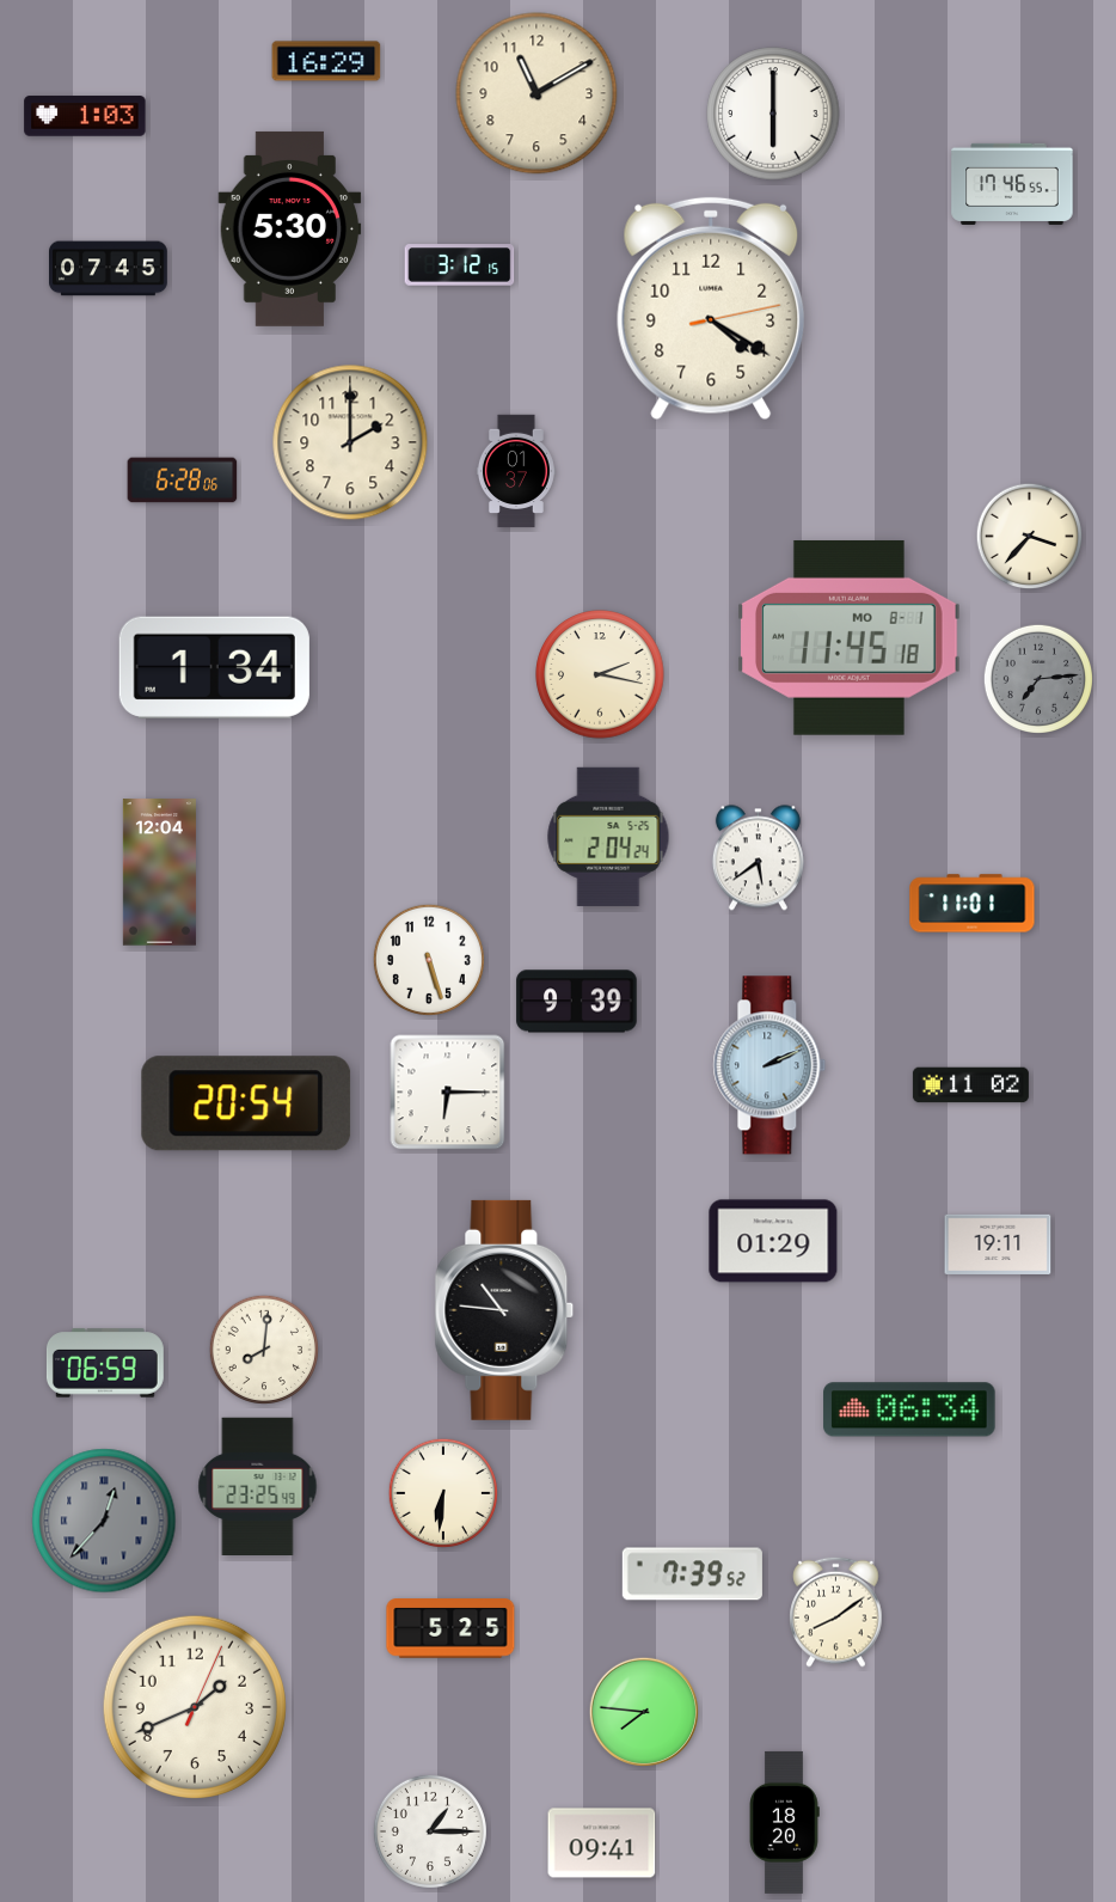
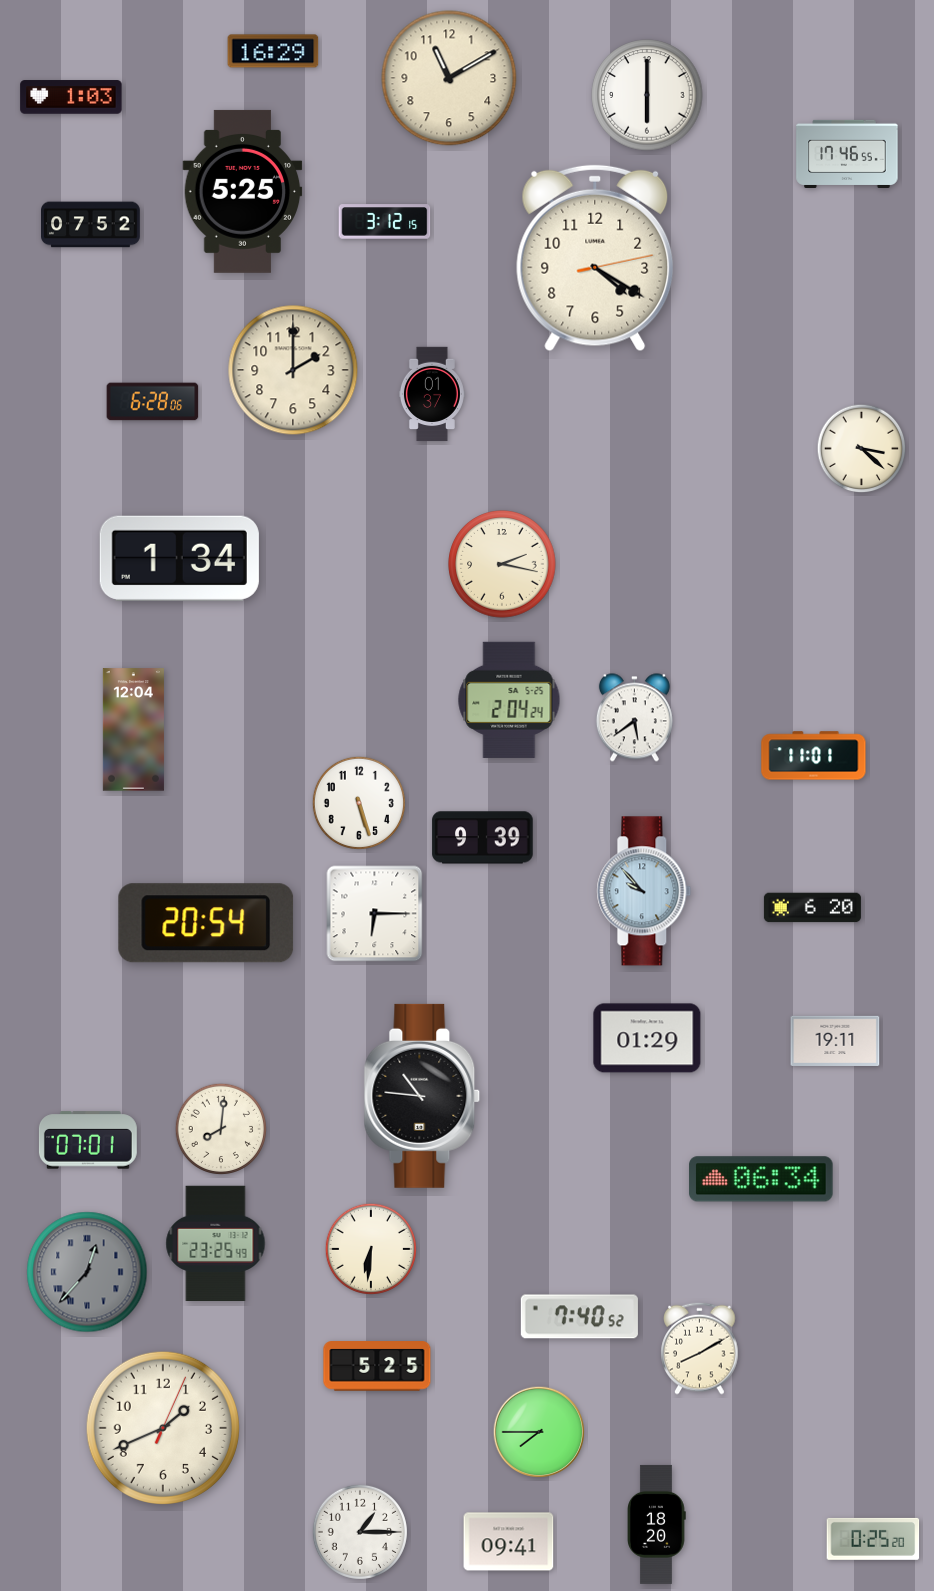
clock at (290, 228): 5:30 -> 5:25
clock at (109, 269): 07:45 -> 07:52
clock at (1030, 537): 3:37 -> 3:22
clock at (850, 637): 11:45 -> none
clock at (1037, 678): 7:14 -> none
clock at (769, 1065): 2:11 -> 9:53
clock at (970, 1085): 11:02 -> 6:20
clock at (105, 1363): 06:59 -> 07:01
clock at (692, 1574): 7:39 -> 7:40
clock at (836, 1611): 8:09 -> 8:10
clock at (450, 1628) position: (450, 1628) -> (377, 1366)
clock at (644, 1712): 7:46 -> 7:45
clock at (873, 1539): none -> 0:25
clock at (602, 1843) position: (602, 1843) -> (509, 1542)
